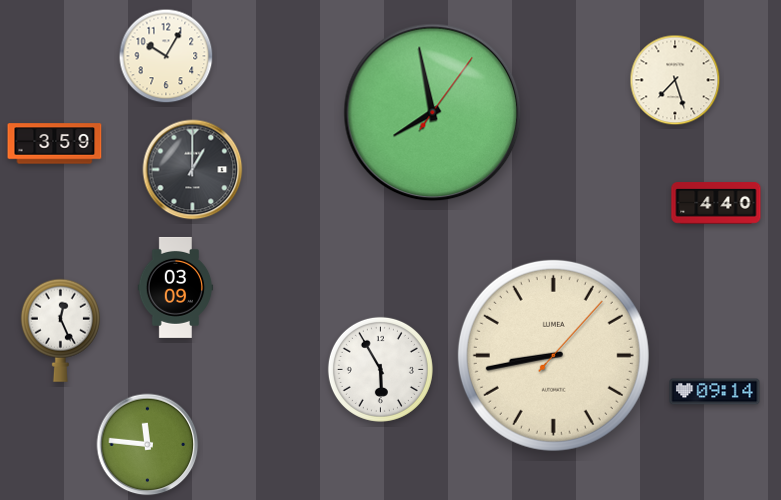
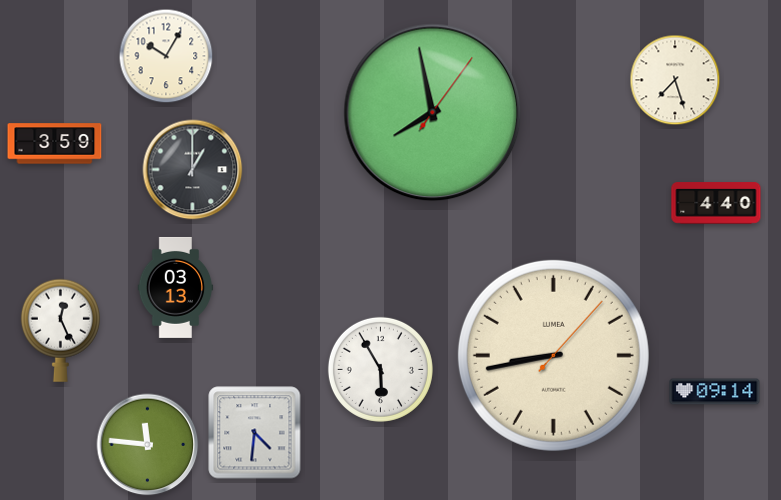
clock at (176, 287): 03:09 -> 03:13
clock at (255, 433): none -> 4:31
